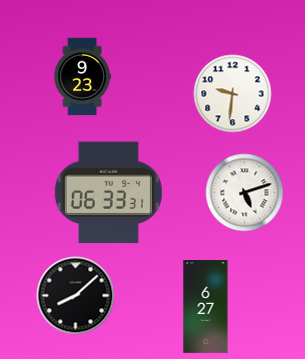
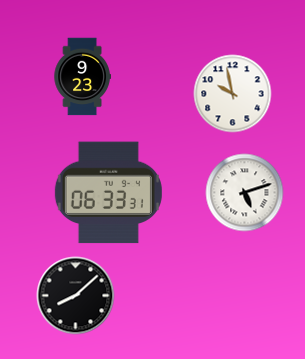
clock at (232, 93): 9:31 -> 9:58
clock at (206, 307): 6:27 -> none
